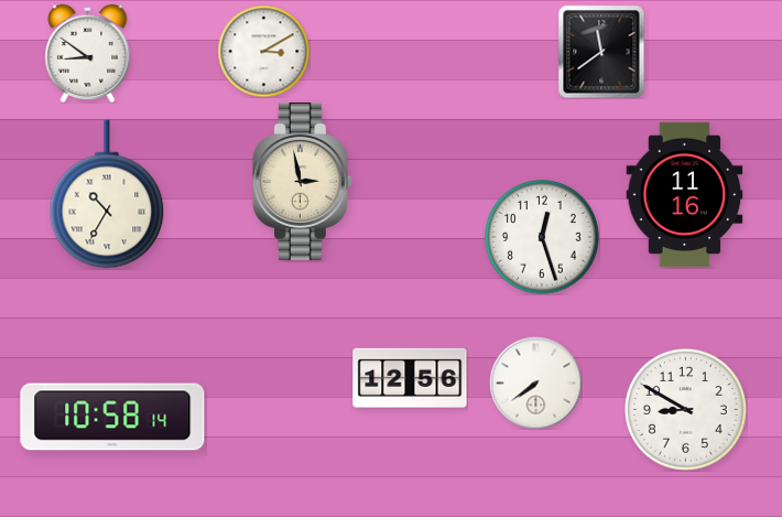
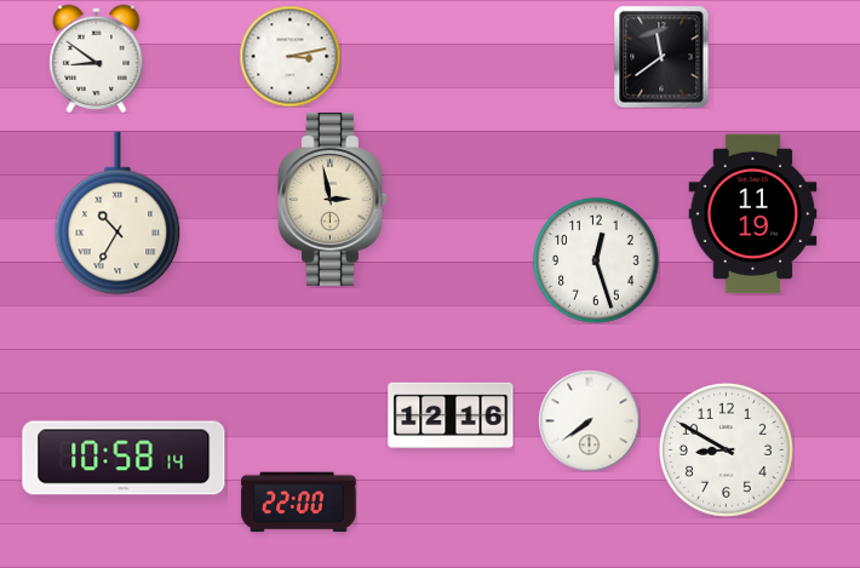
clock at (263, 51): 3:10 -> 3:13
clock at (685, 195): 11:16 -> 11:19
clock at (410, 377): 12:56 -> 12:16
clock at (685, 409) position: (685, 409) -> (726, 449)
clock at (299, 503): none -> 22:00
